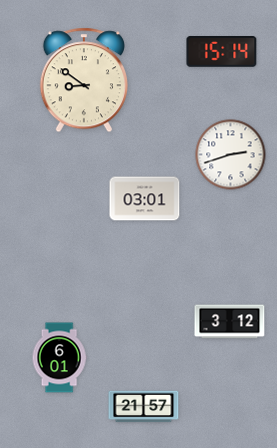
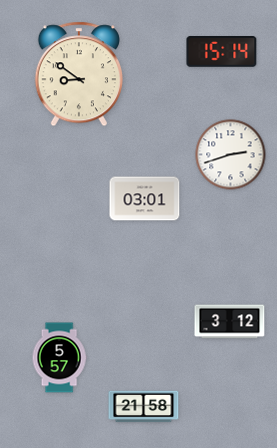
clock at (84, 80) position: (84, 80) -> (79, 74)
clock at (59, 358): 6:01 -> 5:57
clock at (144, 407): 21:57 -> 21:58
